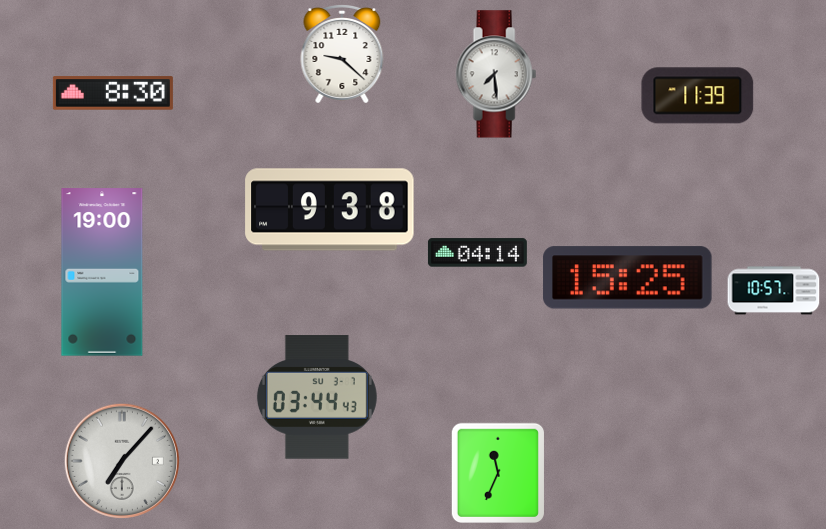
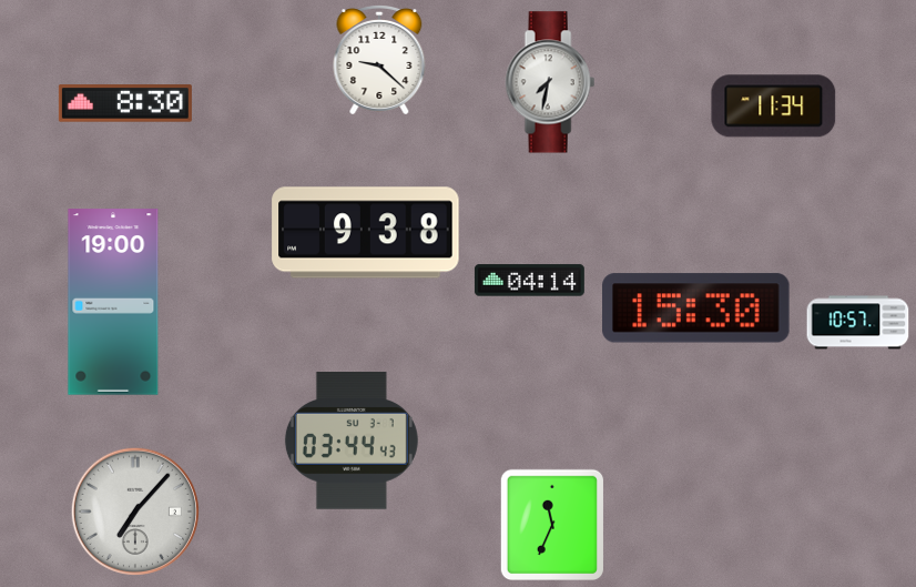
clock at (496, 74): 7:29 -> 7:32
clock at (698, 96): 11:39 -> 11:34
clock at (628, 278): 15:25 -> 15:30
